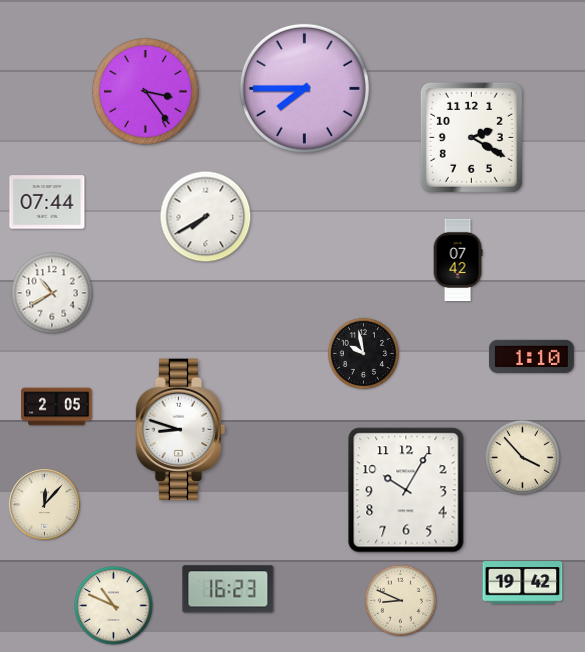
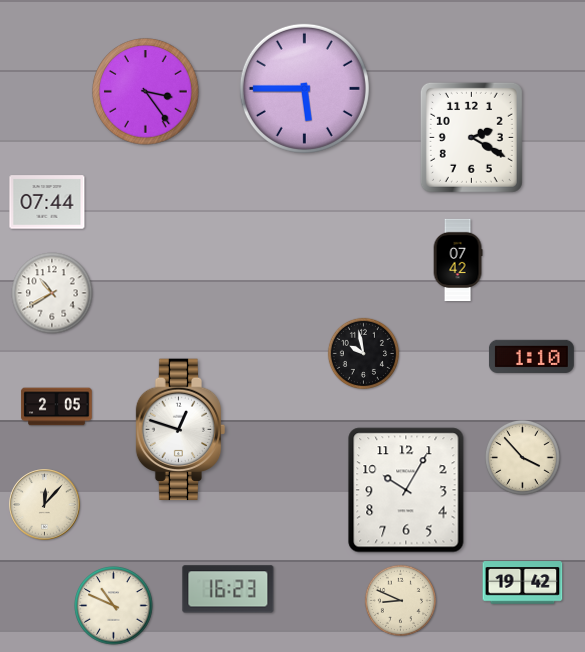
clock at (304, 88): 7:45 -> 5:45
clock at (206, 217): 7:40 -> none
clock at (181, 430): 8:48 -> 12:48
